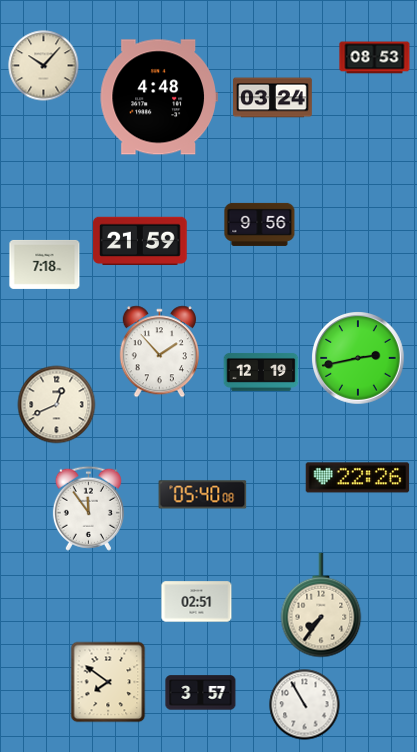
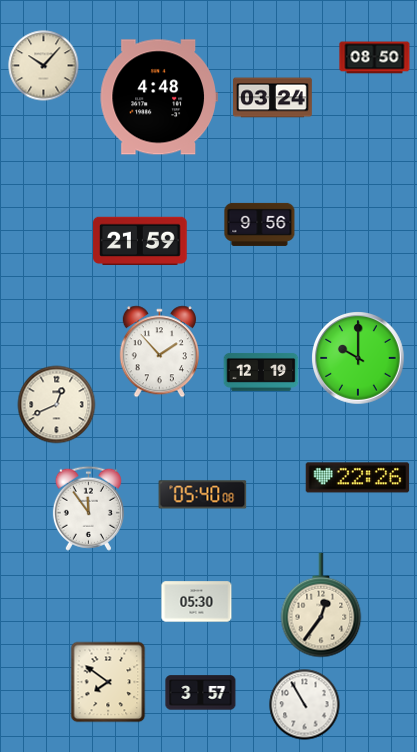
clock at (375, 58): 08:53 -> 08:50
clock at (45, 264): 7:18 -> none
clock at (358, 358): 2:43 -> 10:00
clock at (197, 602): 02:51 -> 05:30
clock at (321, 605): 7:36 -> 12:36
